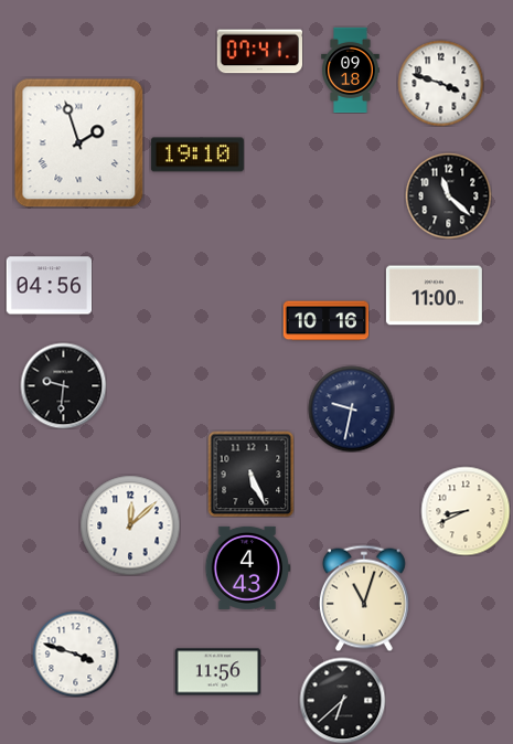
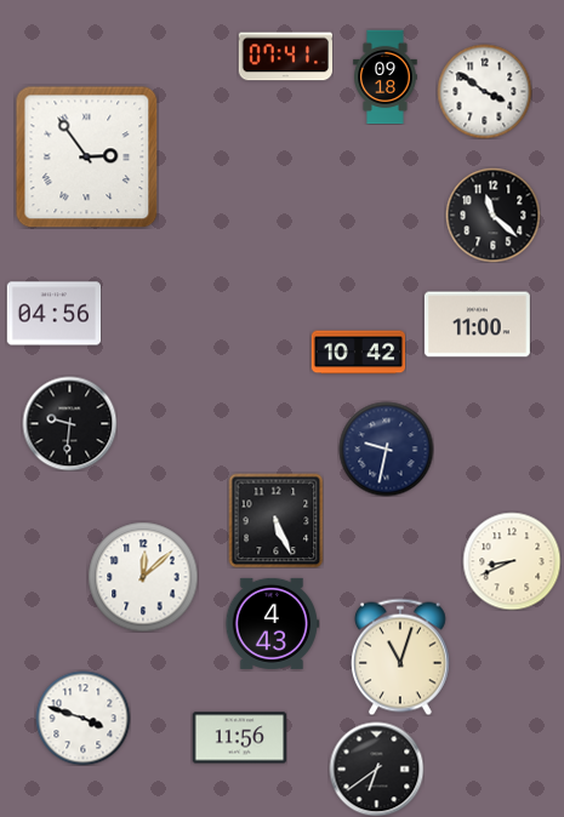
clock at (440, 83): 3:48 -> 3:51
clock at (78, 142): 1:57 -> 2:54
clock at (197, 155): 19:10 -> none
clock at (325, 321): 10:16 -> 10:42
clock at (342, 700): 6:38 -> 6:39
